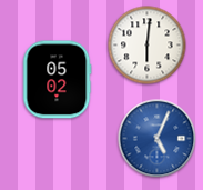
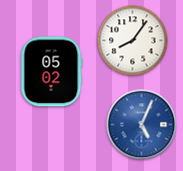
clock at (148, 46): 6:01 -> 8:06
